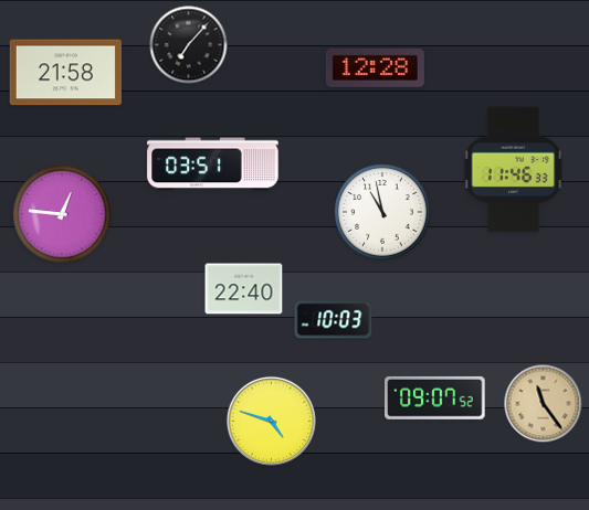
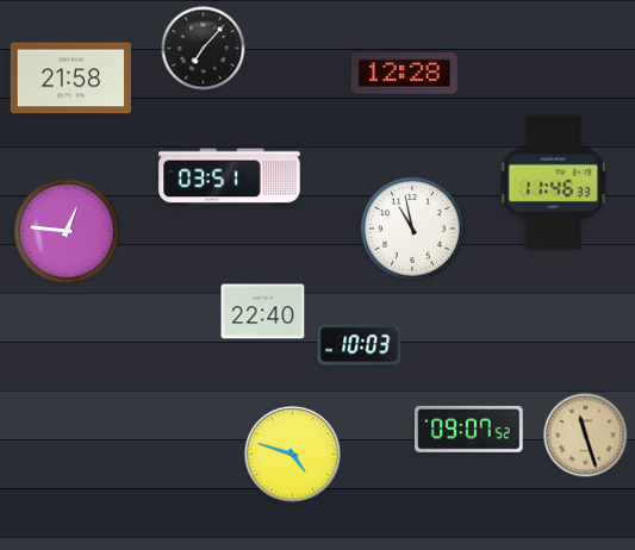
clock at (544, 404): 11:24 -> 11:27
